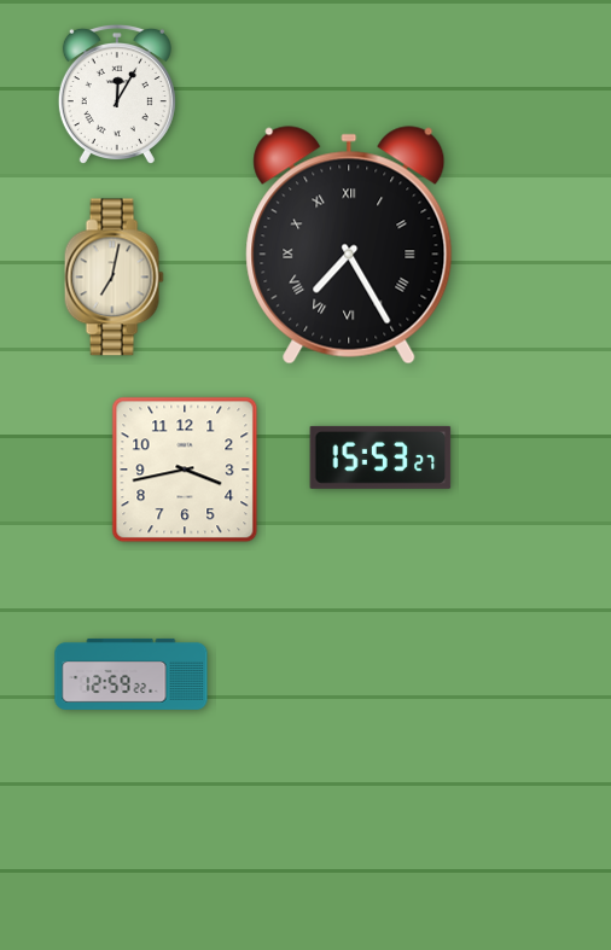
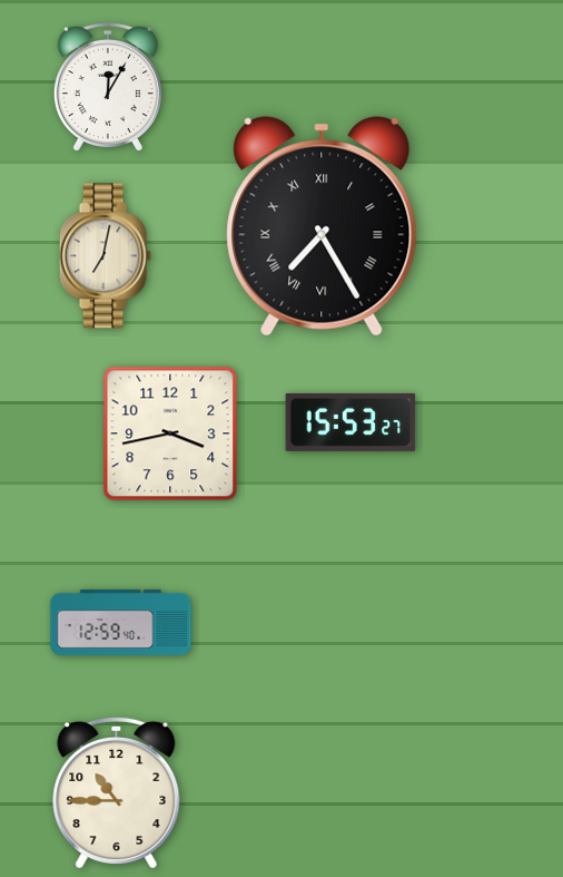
clock at (132, 674): 12:59:22 -> 12:59:40
clock at (117, 792): none -> 10:45
